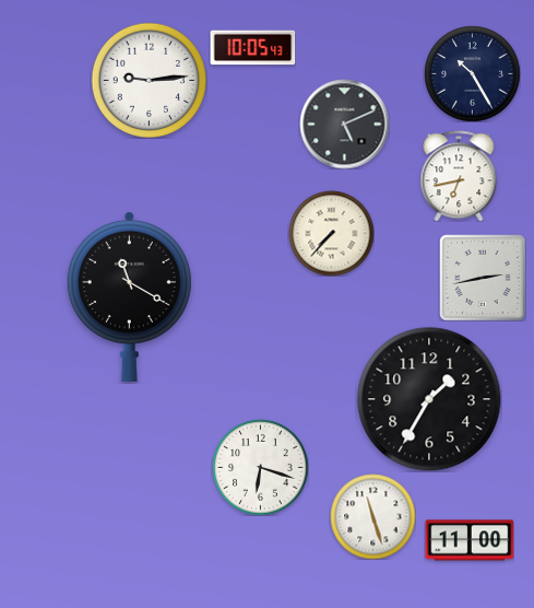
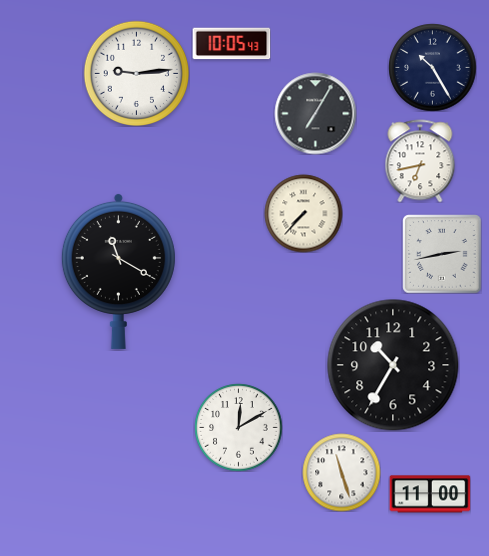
clock at (344, 124): 5:11 -> 7:05
clock at (429, 399): 1:35 -> 10:35
clock at (260, 467): 6:18 -> 12:10
